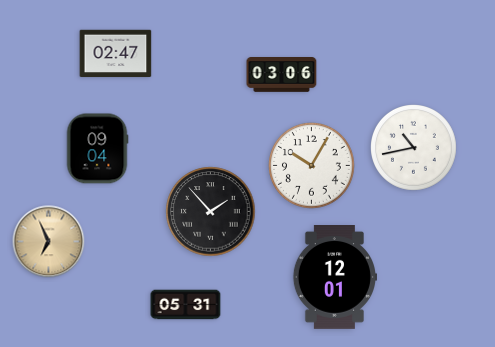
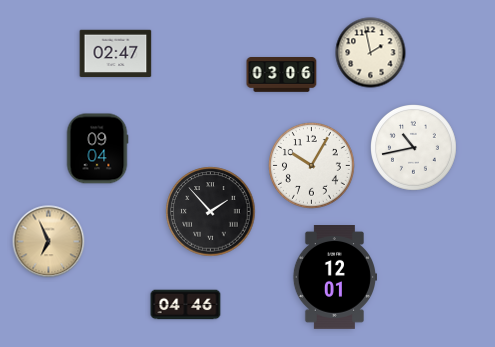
clock at (371, 53): none -> 1:58
clock at (186, 305): 05:31 -> 04:46
